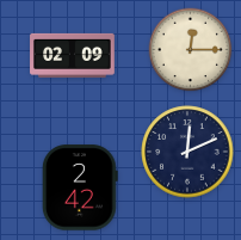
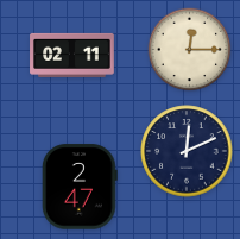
clock at (73, 55): 02:09 -> 02:11
clock at (80, 187): 2:42 -> 2:47
